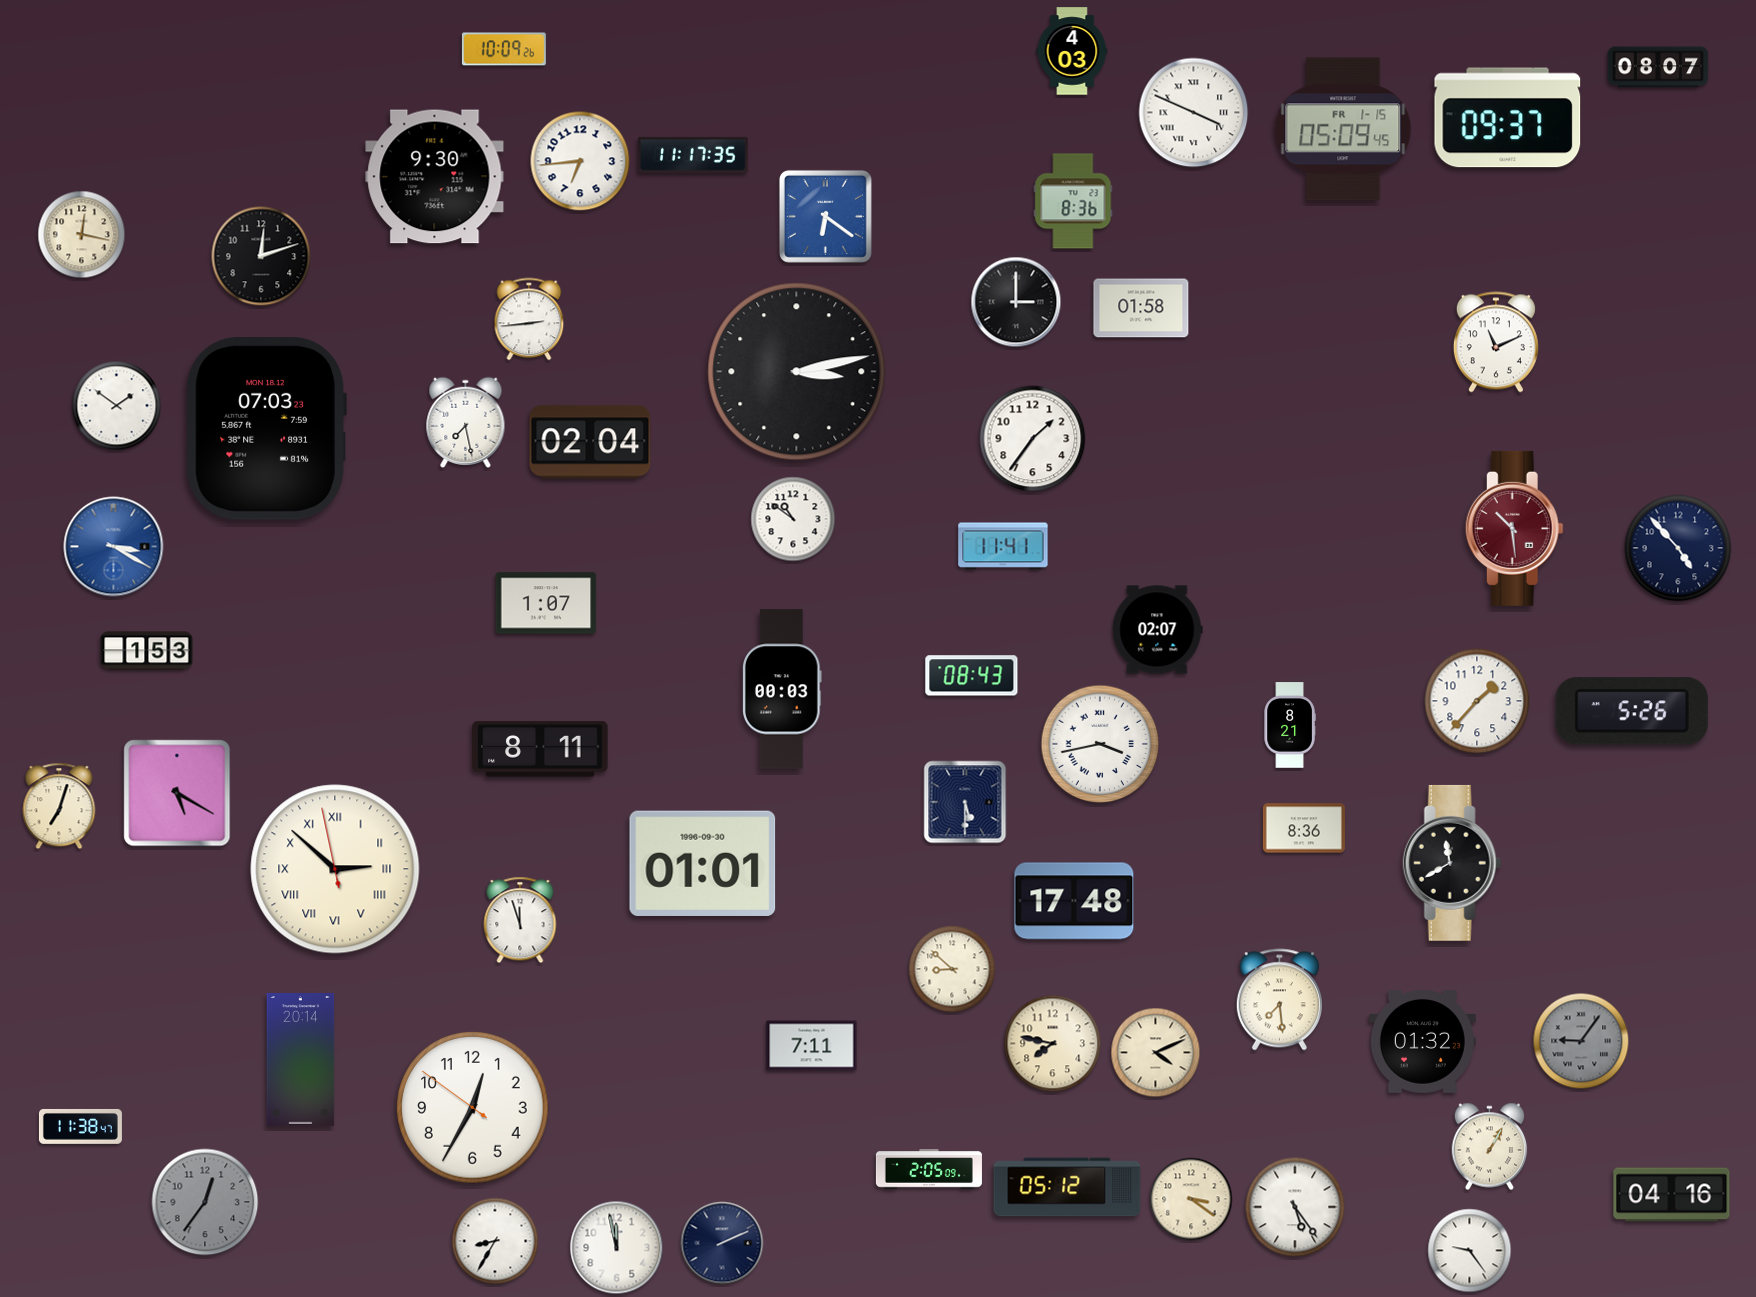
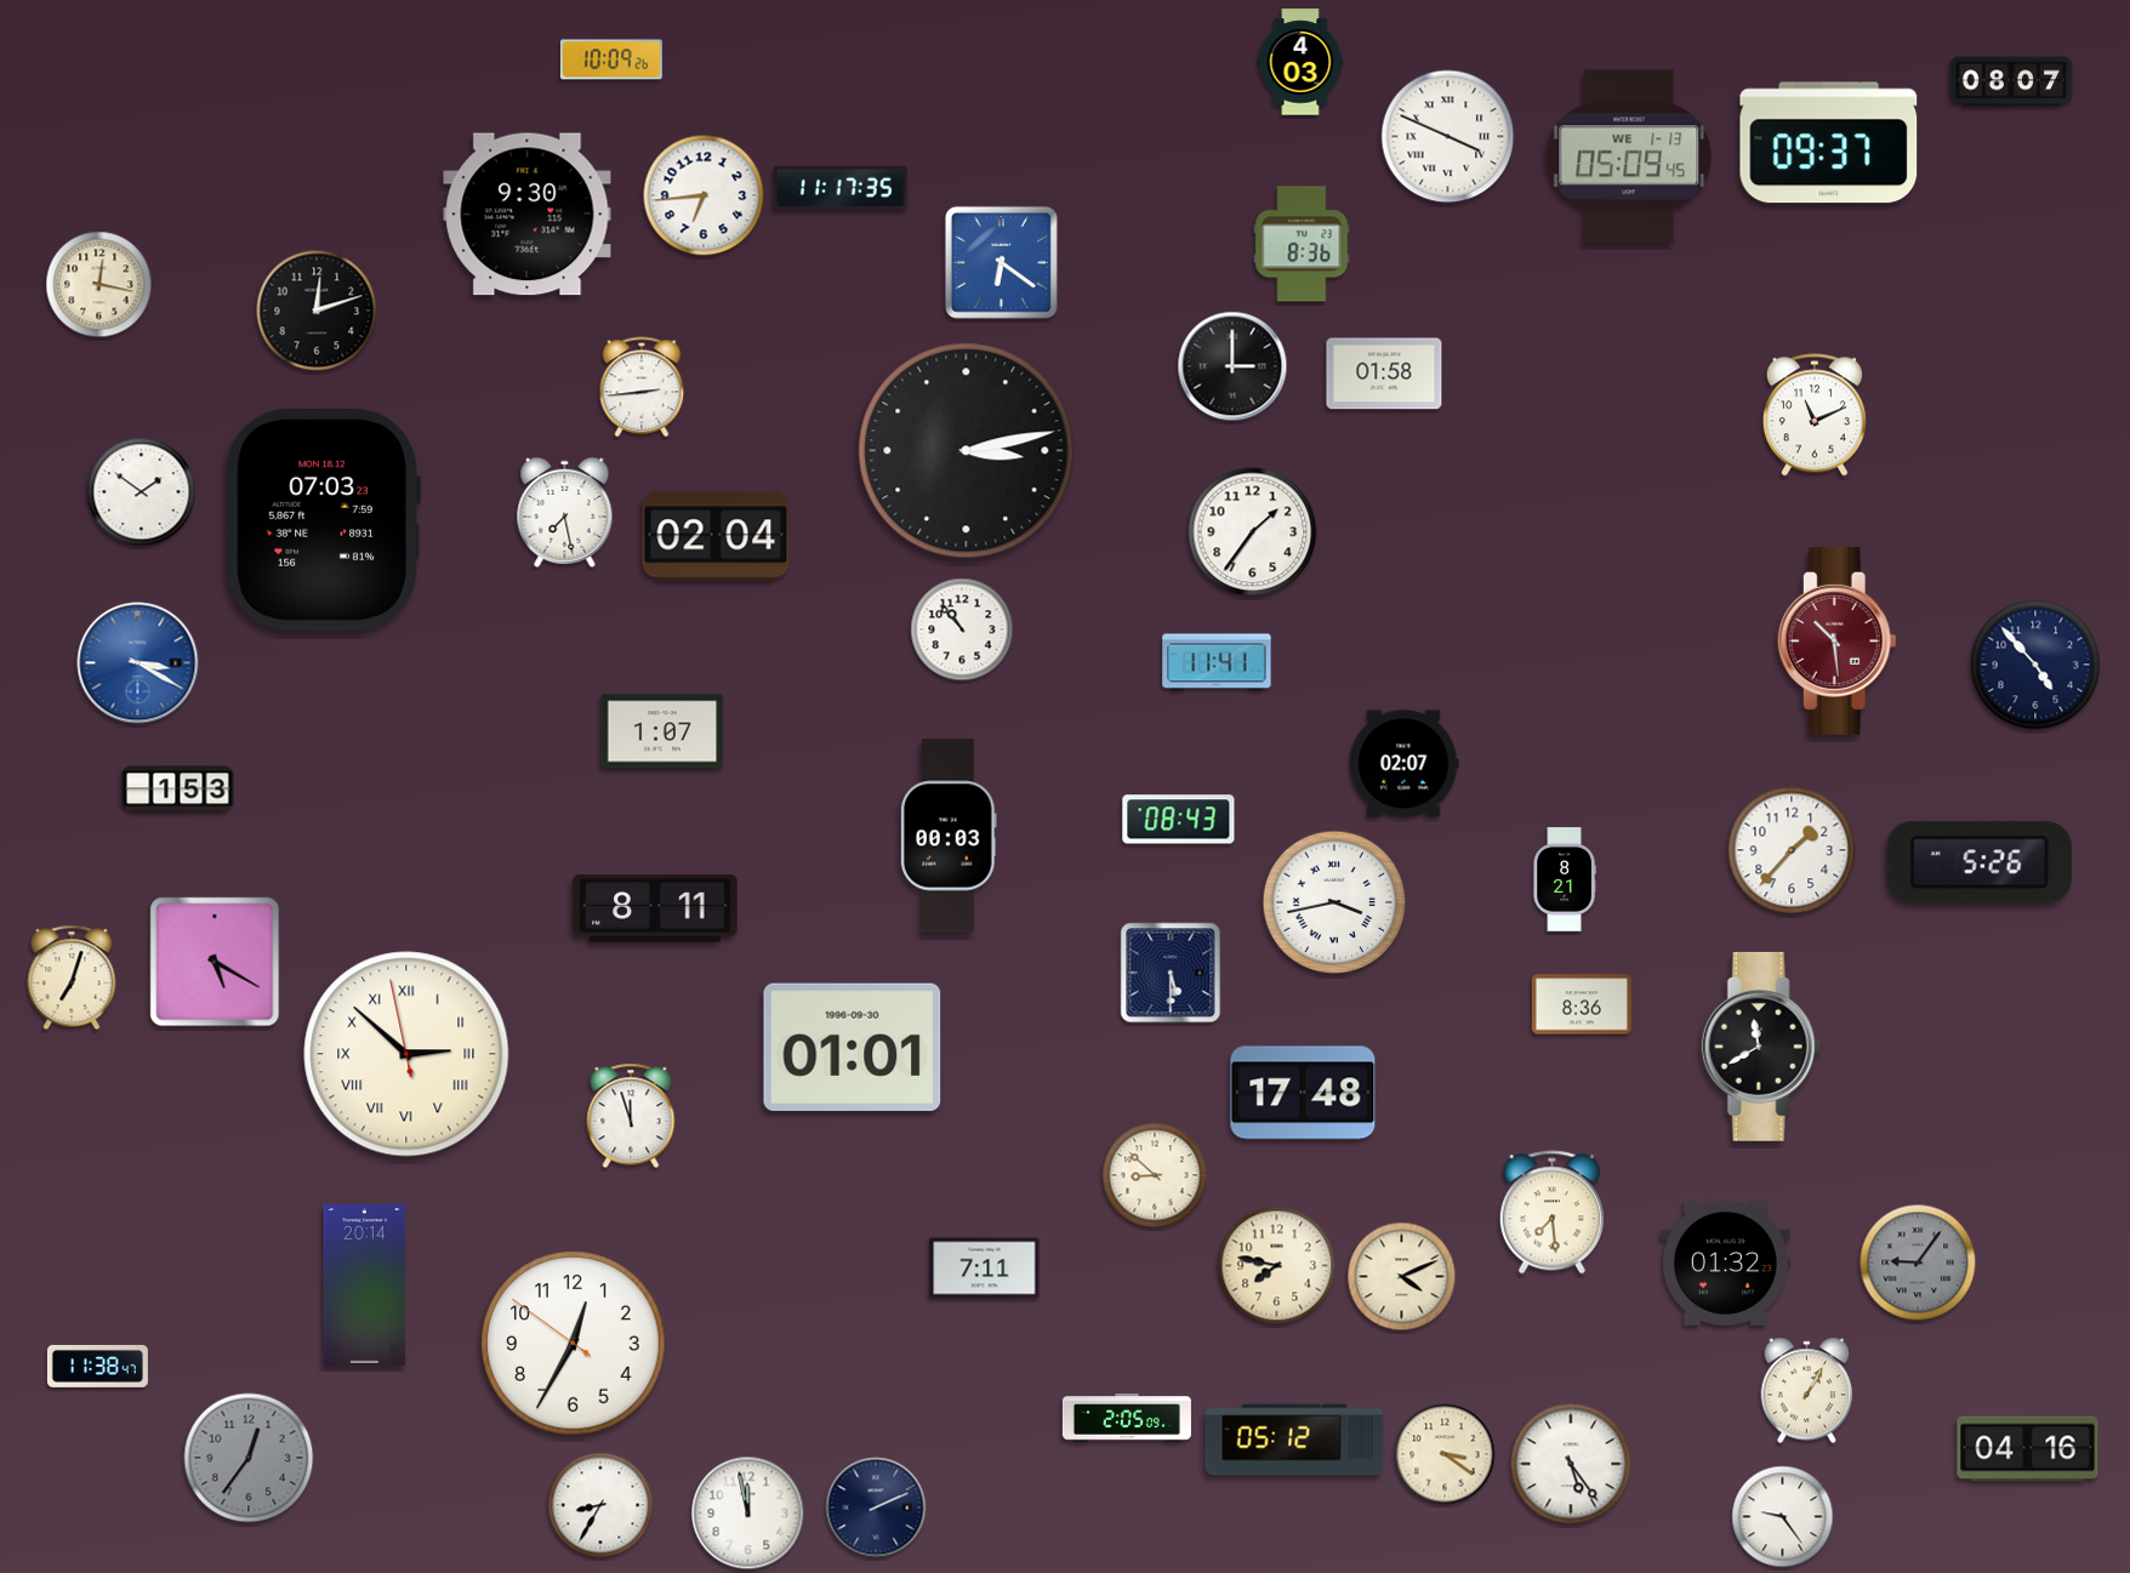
clock at (1343, 129) date: FR 1-15 -> WE 1-13
clock at (793, 519): 10:51 -> 10:53
